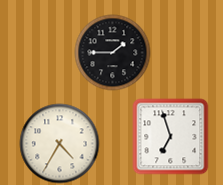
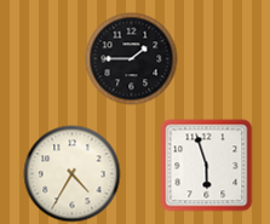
clock at (113, 53) position: (113, 53) -> (132, 59)
clock at (171, 137): 6:57 -> 5:57
